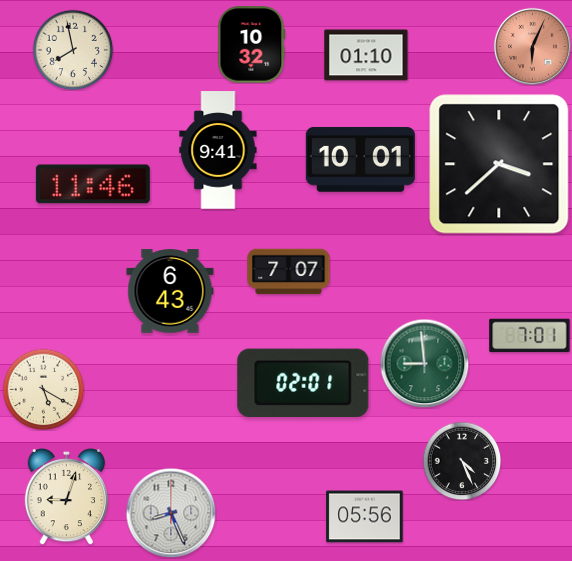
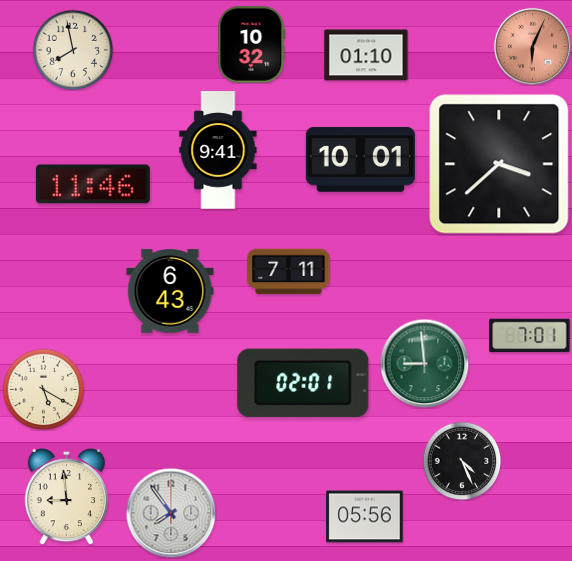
clock at (289, 272): 7:07 -> 7:11
clock at (66, 496): 9:03 -> 8:59
clock at (171, 513): 8:26 -> 7:54
